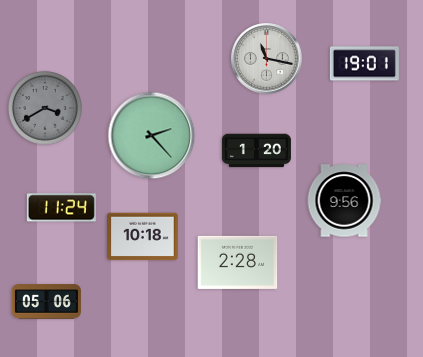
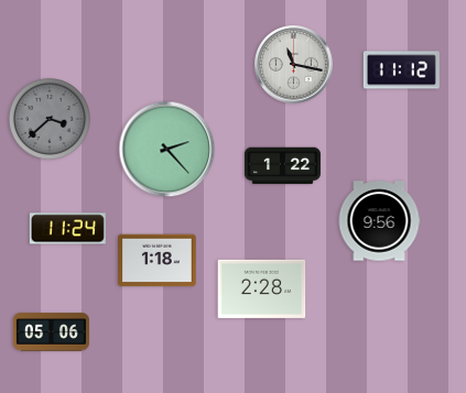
clock at (364, 64): 19:01 -> 11:12
clock at (45, 108): 3:40 -> 3:38
clock at (256, 151): 1:20 -> 1:22
clock at (143, 237): 10:18 -> 1:18
